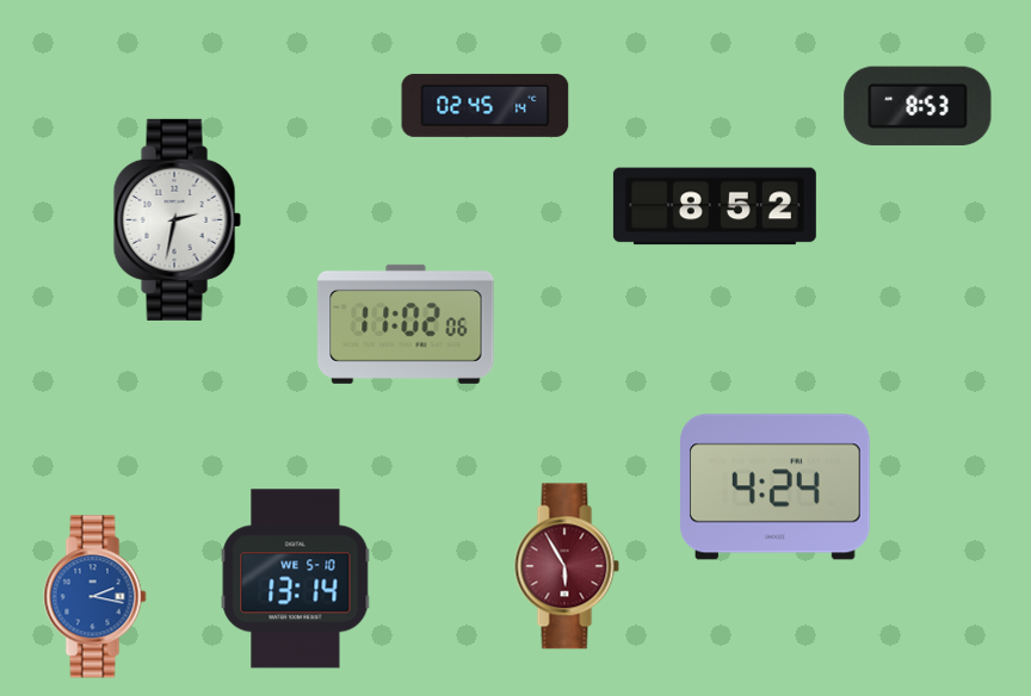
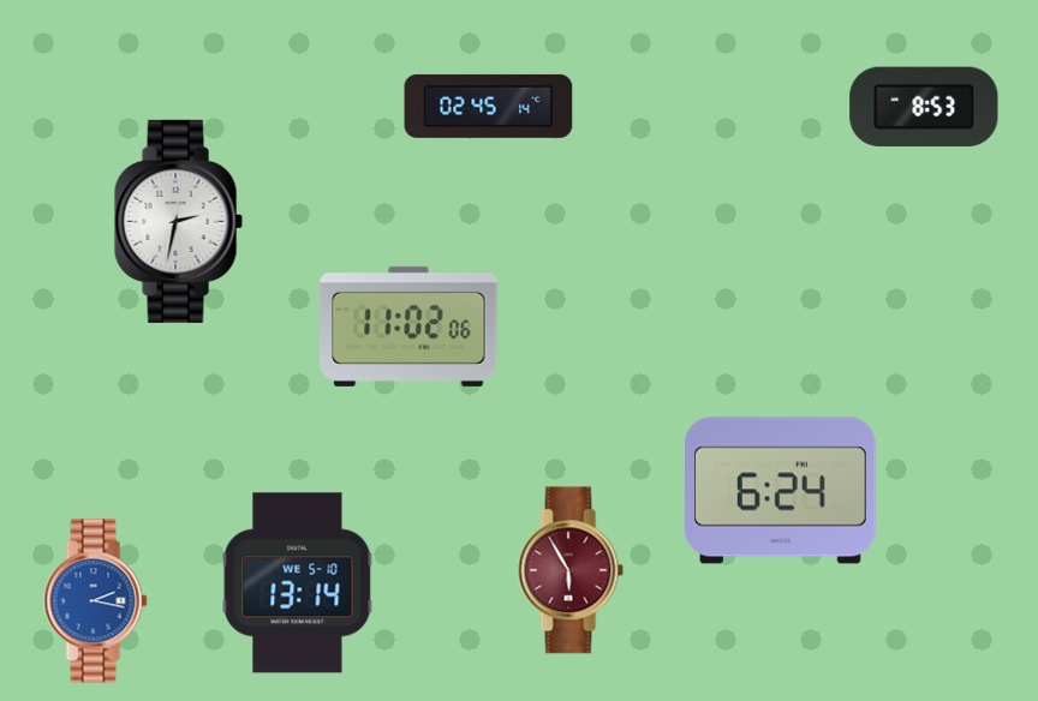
clock at (715, 206): 8:52 -> none
clock at (776, 487): 4:24 -> 6:24
